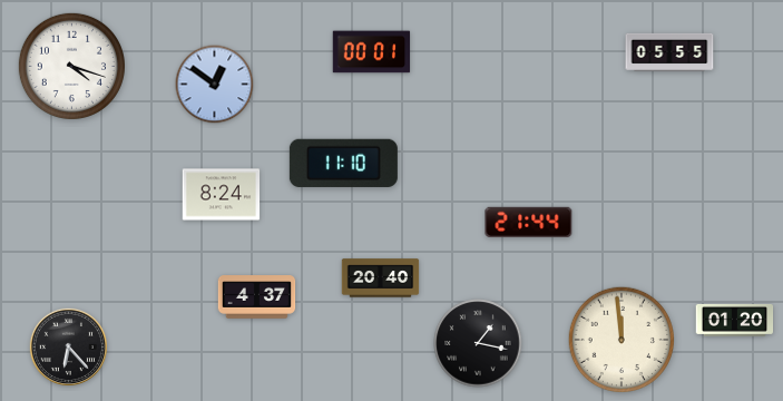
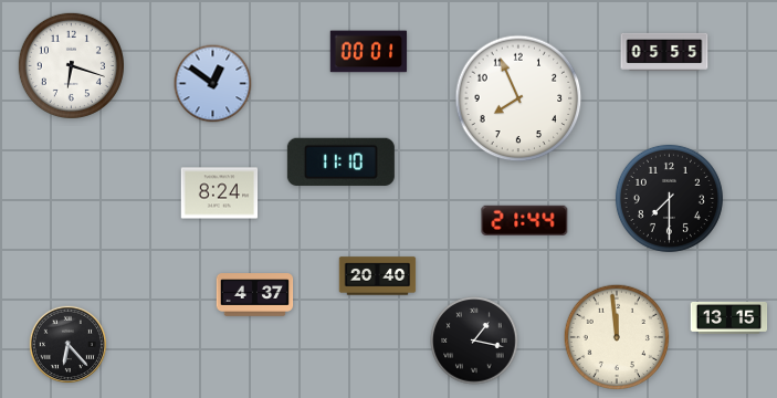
clock at (71, 66): 4:18 -> 6:18
clock at (518, 98): none -> 7:56
clock at (669, 198): none -> 7:30
clock at (735, 321): 01:20 -> 13:15
